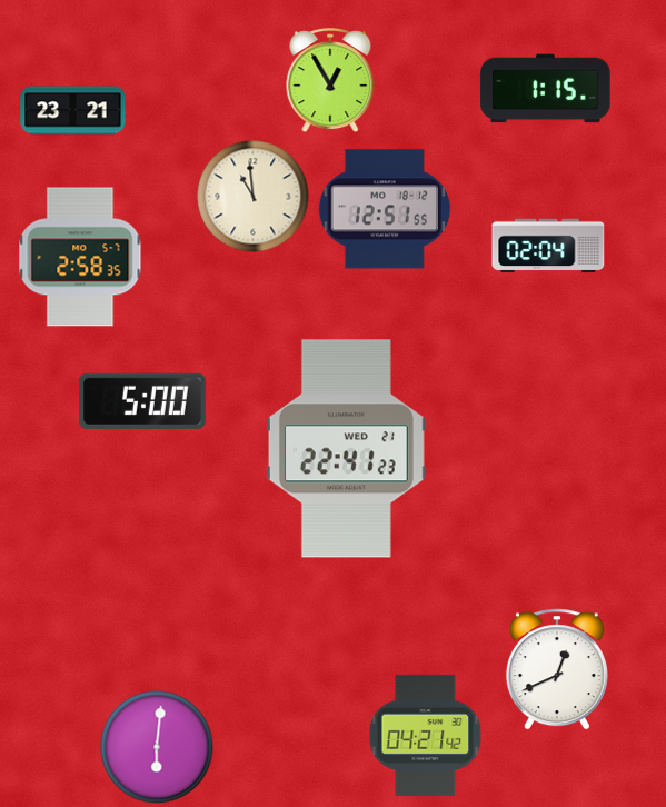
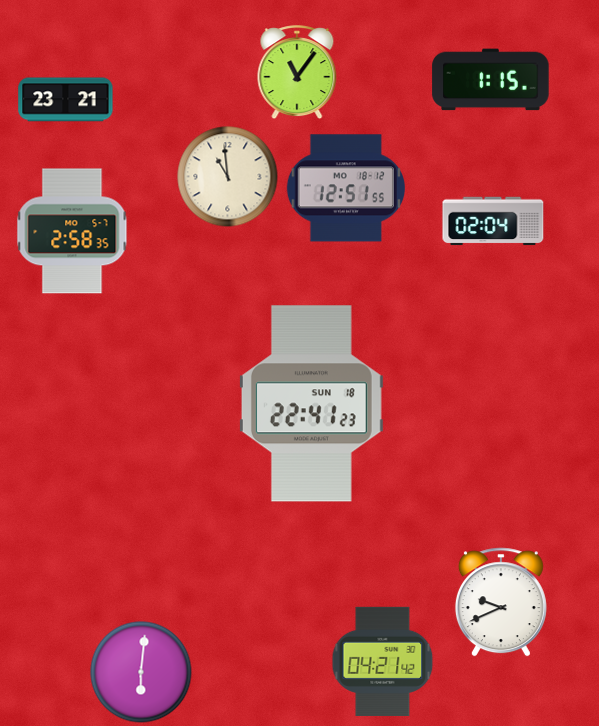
clock at (330, 81): 12:55 -> 11:06
clock at (142, 401): 5:00 -> none
clock at (346, 449) date: WED 21 -> SUN 18
clock at (557, 669): 12:41 -> 9:41
